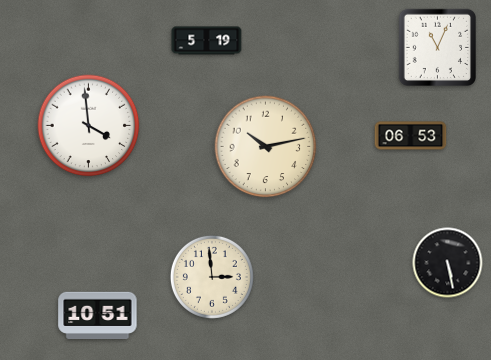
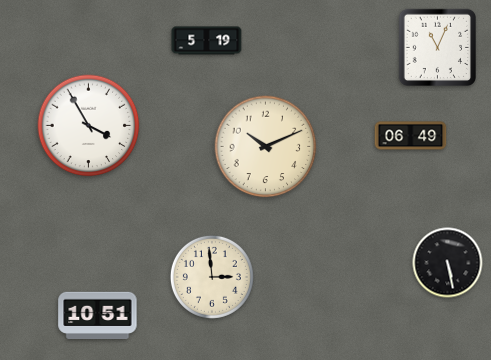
clock at (89, 126): 3:59 -> 3:55
clock at (411, 136): 06:53 -> 06:49
clock at (266, 147): 10:13 -> 10:11
